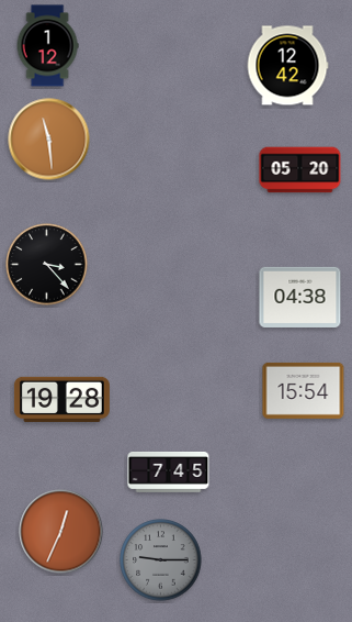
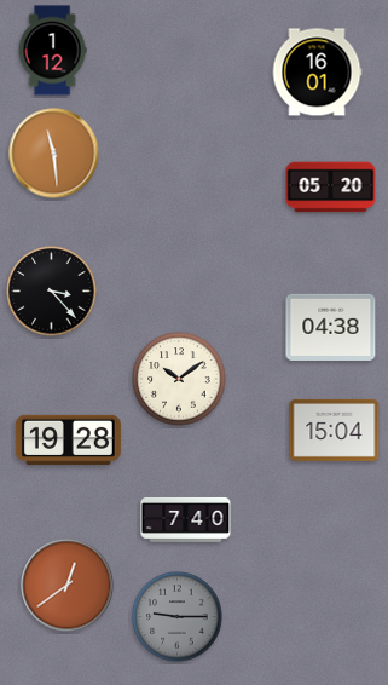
clock at (287, 66): 12:42 -> 16:01
clock at (179, 379): none -> 10:09
clock at (304, 390): 15:54 -> 15:04
clock at (169, 471): 7:45 -> 7:40
clock at (61, 532): 12:34 -> 12:39
